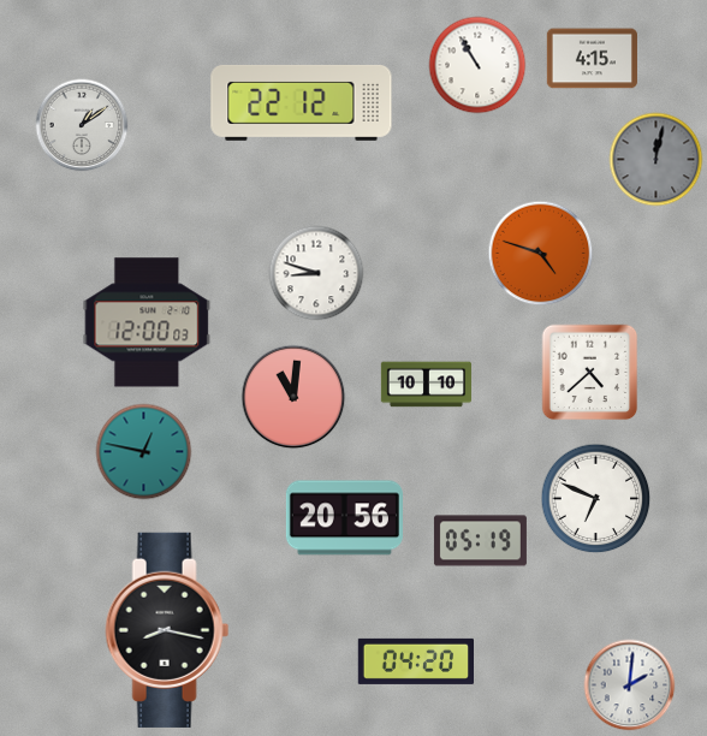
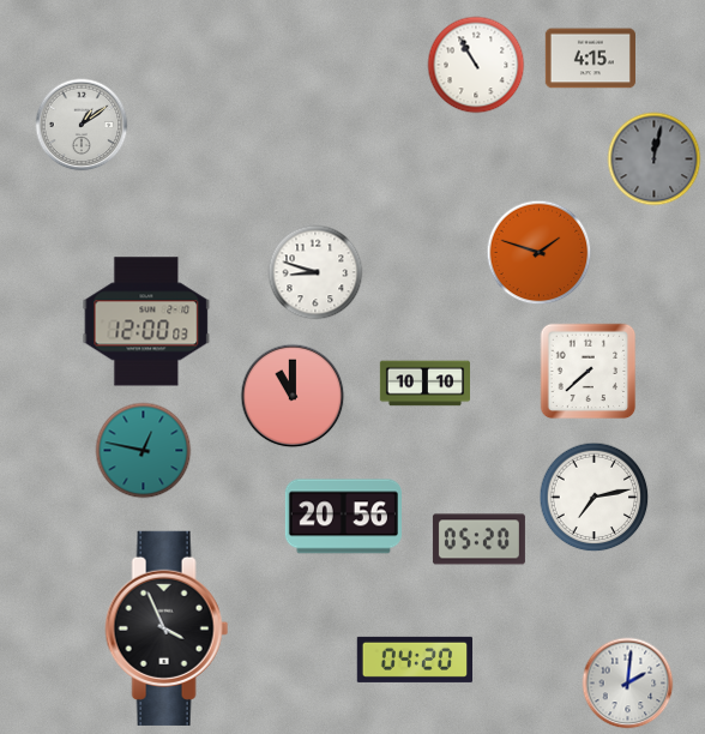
clock at (302, 102): 22:12 -> none
clock at (541, 254): 4:48 -> 1:48
clock at (590, 373): 4:38 -> 7:38
clock at (293, 397): 11:01 -> 11:00
clock at (596, 499): 6:49 -> 7:13
clock at (480, 541): 05:19 -> 05:20
clock at (167, 630): 8:17 -> 3:56
